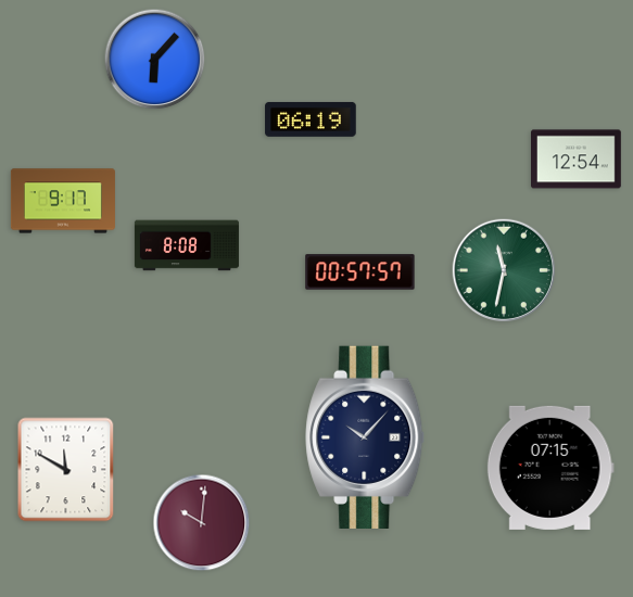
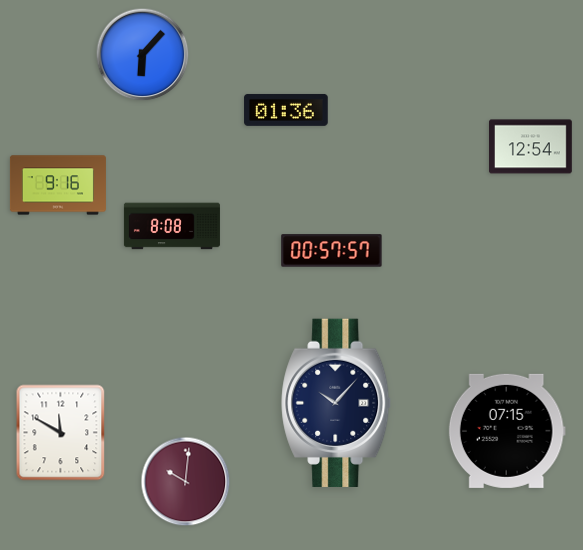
clock at (311, 119): 06:19 -> 01:36
clock at (63, 201): 9:17 -> 9:16
clock at (504, 270): 11:32 -> none
